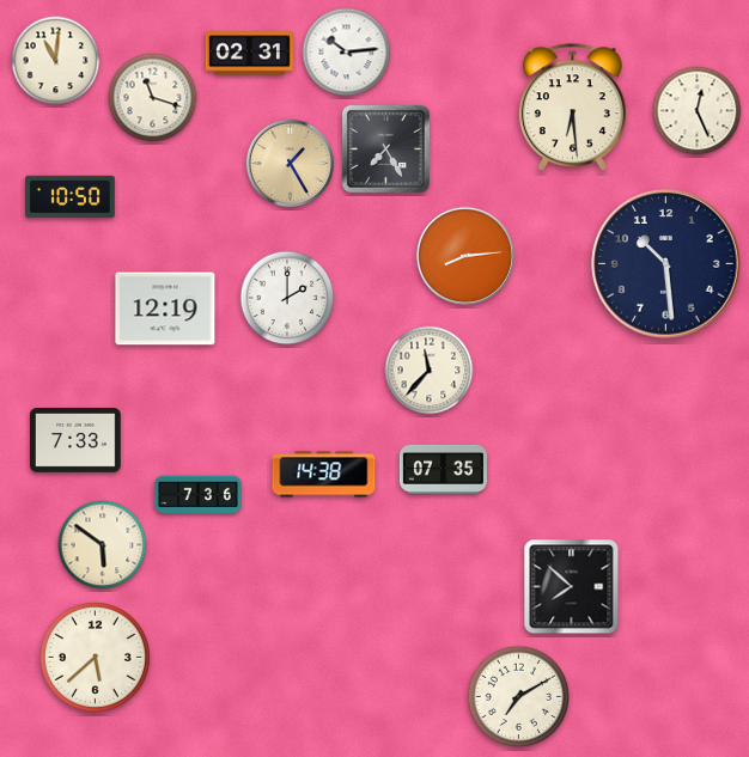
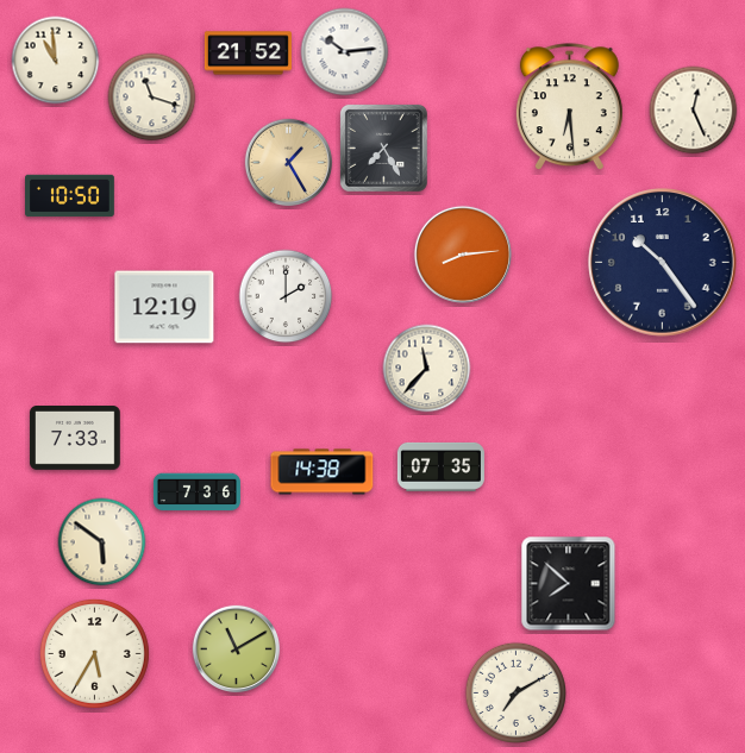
clock at (249, 54): 02:31 -> 21:52
clock at (56, 61): 11:01 -> 10:59
clock at (666, 264): 10:29 -> 10:24
clock at (237, 650): none -> 11:10
clock at (95, 657): 5:38 -> 5:35
